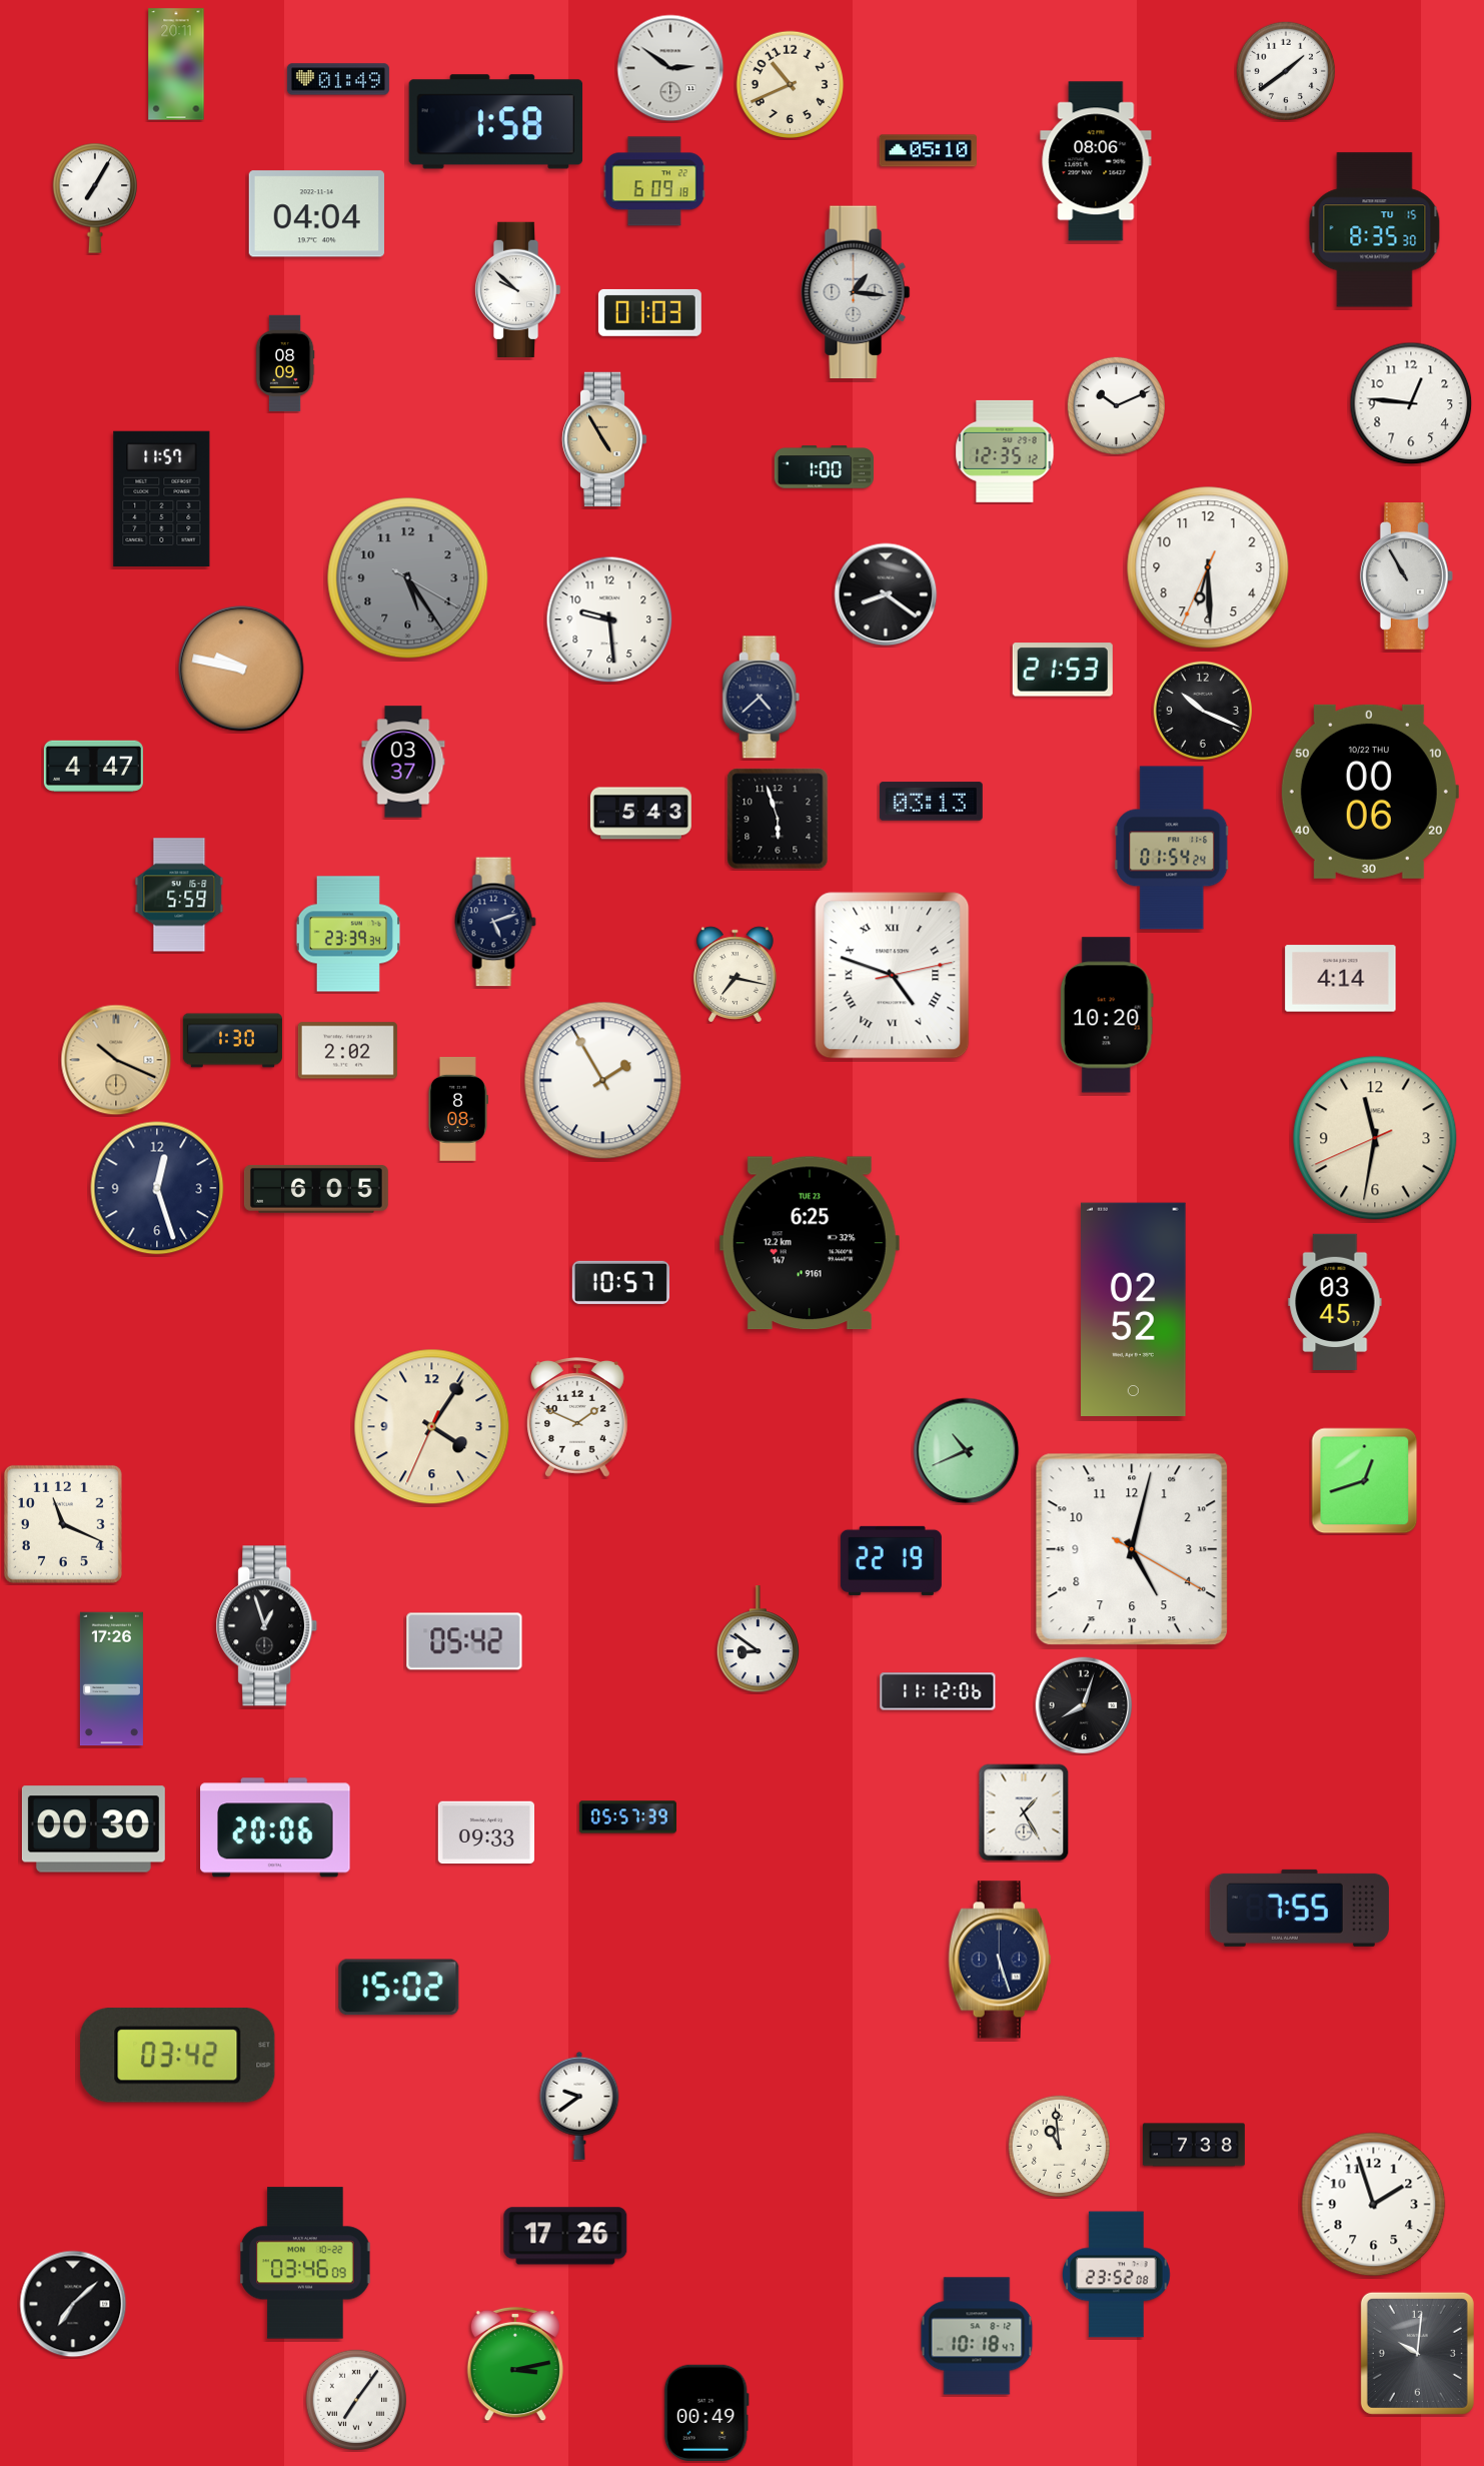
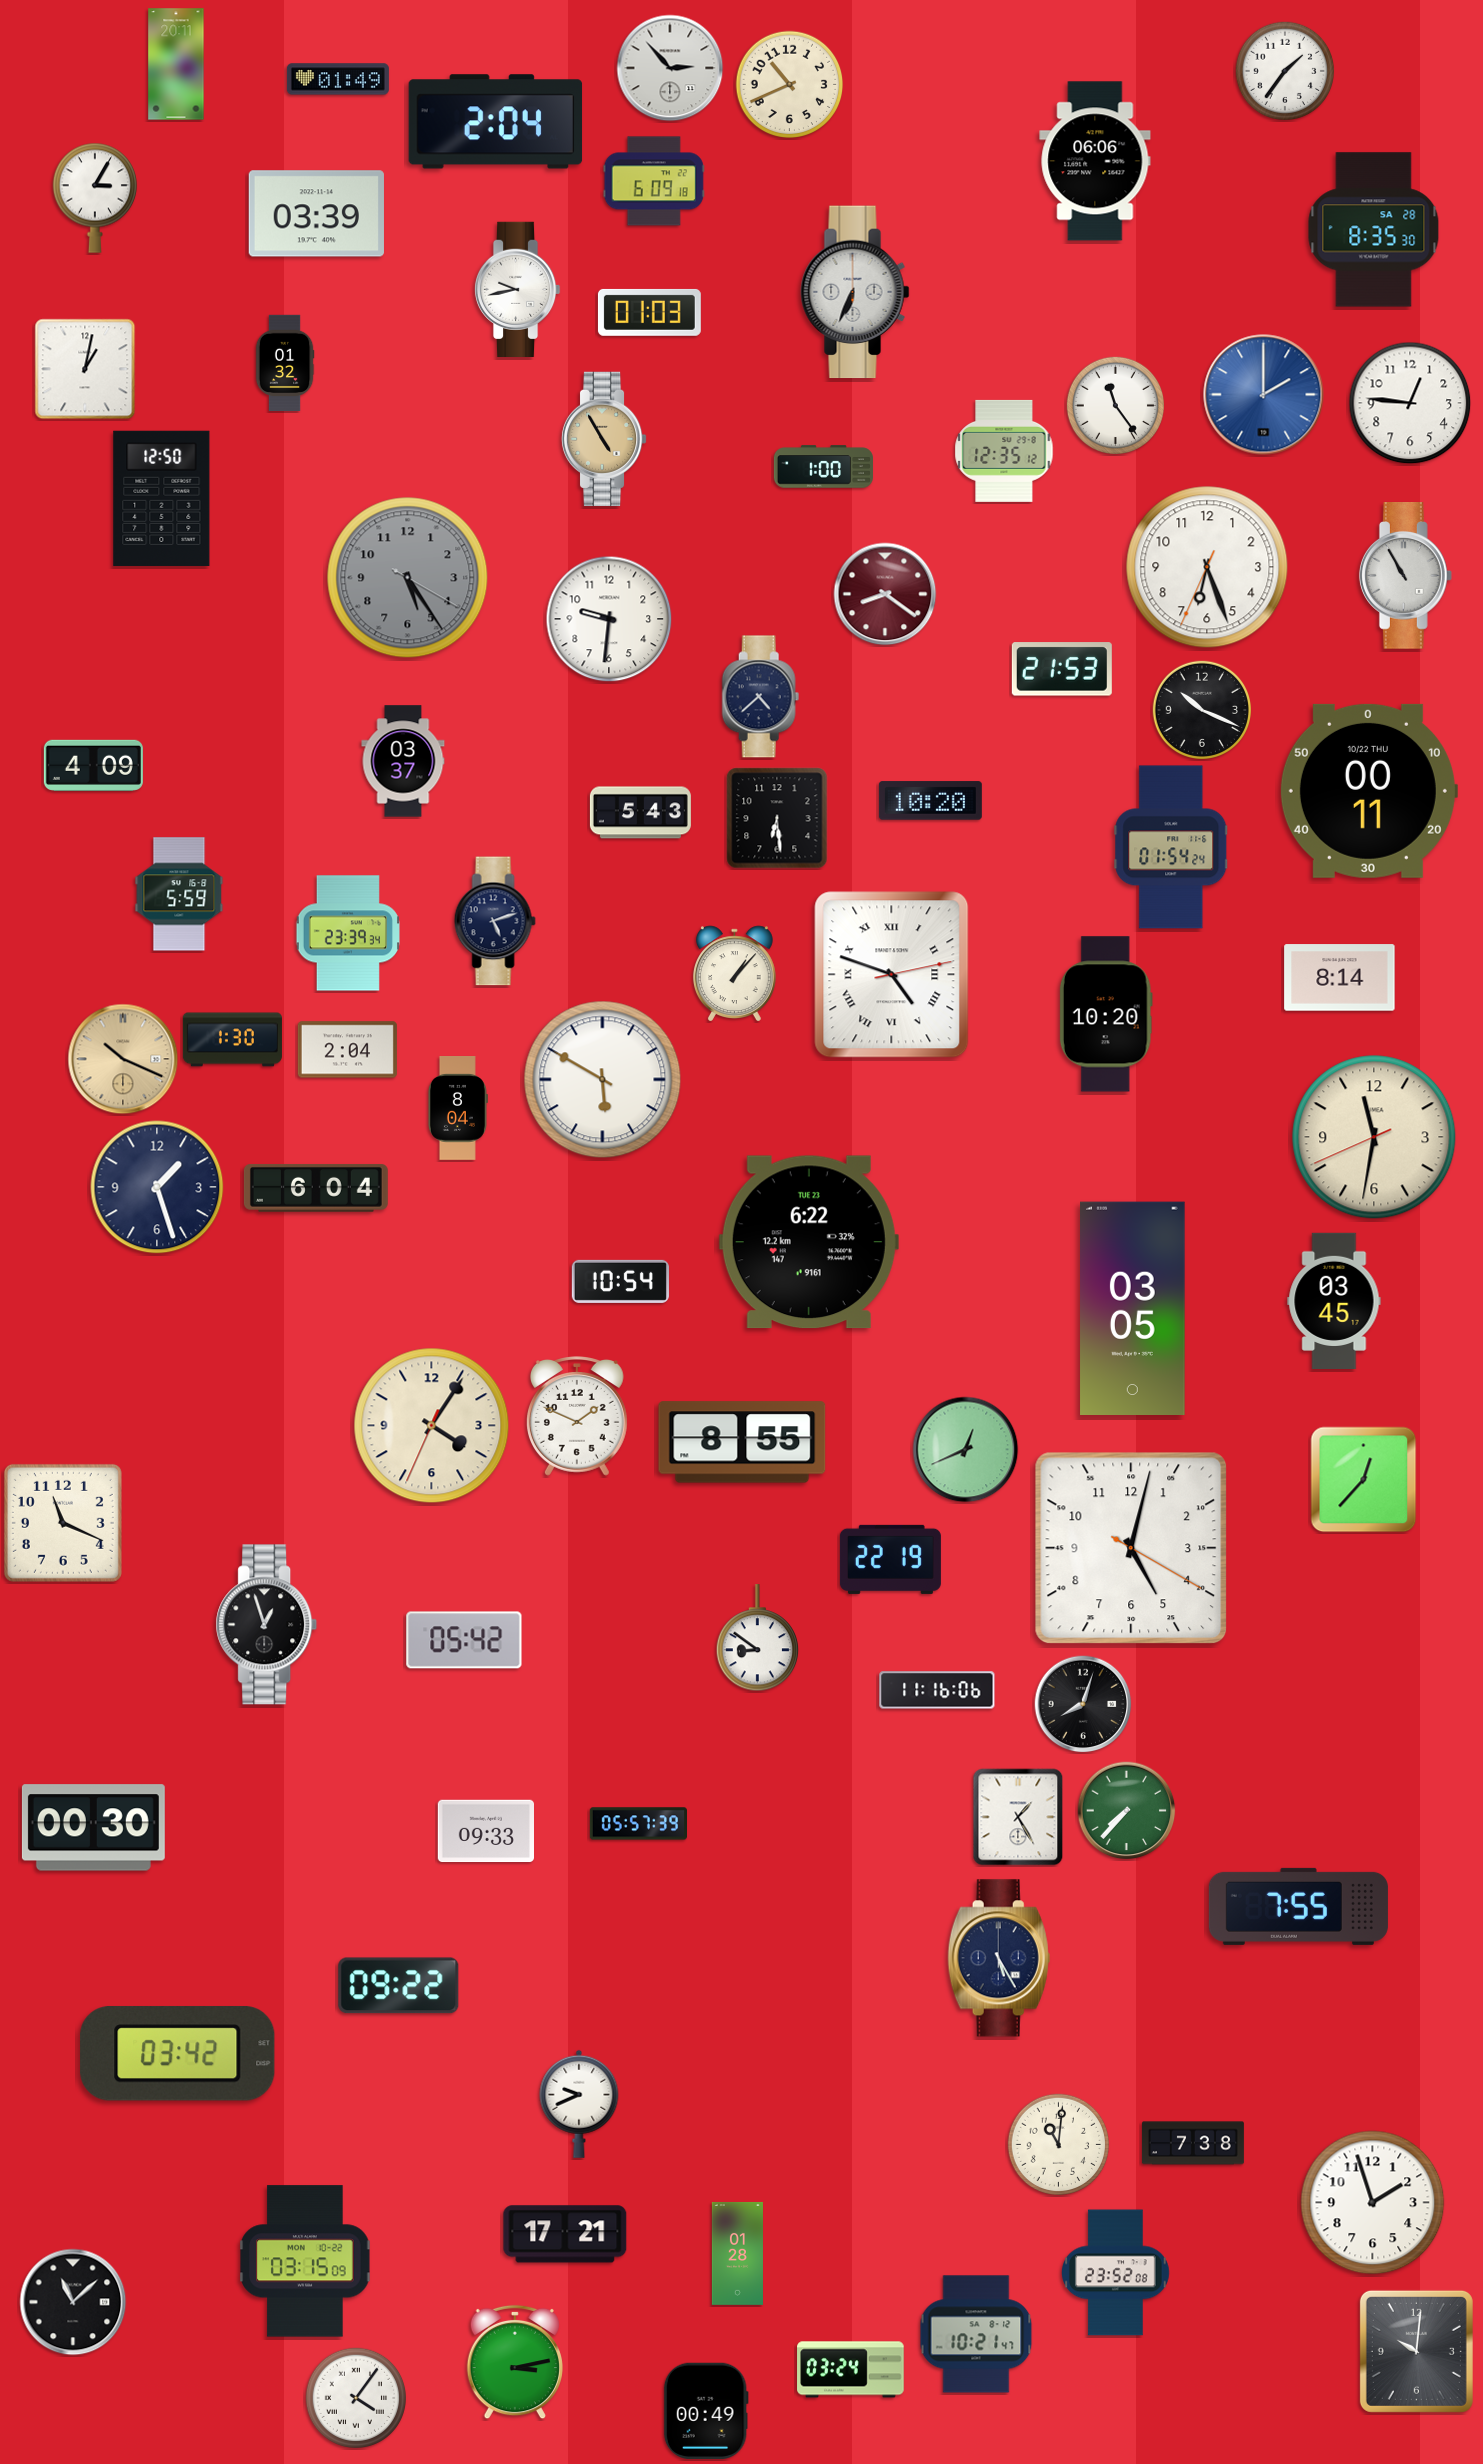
clock at (670, 68): 2:51 -> 2:53
clock at (1285, 70): 1:39 -> 1:36
clock at (496, 122): 1:58 -> 2:04
clock at (928, 151): 05:10 -> none
clock at (1096, 161): 08:06 -> 06:06
clock at (95, 198): 7:05 -> 3:05
clock at (316, 214): 04:04 -> 03:39
clock at (1375, 230) date: TU 15 -> SA 28
clock at (517, 289): 9:52 -> 9:43
clock at (856, 292): 1:16 -> 6:34
clock at (285, 363): 08:09 -> 01:32
clock at (85, 369): none -> 1:02
clock at (1264, 395): none -> 2:00
clock at (1116, 405): 10:11 -> 11:24
clock at (162, 498): 11:57 -> 12:50
clock at (1208, 567): 6:29 -> 6:26
clock at (886, 594) dial: black -> burgundy
clock at (609, 620): 9:29 -> 9:31
clock at (241, 669): 9:47 -> none
clock at (93, 766): 4:47 -> 4:09
clock at (1369, 792): 00:06 -> 00:11
clock at (931, 802): 03:13 -> 10:20
clock at (778, 819): 5:57 -> 6:29
clock at (734, 974): 7:17 -> 1:07
clock at (1341, 979): 4:14 -> 8:14
clock at (347, 1051): 2:02 -> 2:04
clock at (116, 1060) position: (116, 1060) -> (123, 1059)
clock at (603, 1081): 1:55 -> 5:50
clock at (457, 1110): 8:08 -> 8:04
clock at (157, 1188): 12:27 -> 1:27
clock at (316, 1190): 6:05 -> 6:04
clock at (810, 1243): 6:25 -> 6:22
clock at (620, 1282): 10:57 -> 10:54
clock at (1134, 1309): 02:52 -> 03:05
clock at (742, 1442): none -> 8:55
clock at (967, 1451): 10:41 -> 12:41
clock at (1365, 1481): 12:42 -> 12:37
clock at (111, 1679): 17:26 -> none
clock at (938, 1691): 11:12 -> 11:16
clock at (1024, 1812) position: (1024, 1812) -> (1018, 1817)
clock at (1127, 1811): none -> 7:37
clock at (627, 1817) position: (627, 1817) -> (638, 1824)
clock at (275, 1827): 20:06 -> none
clock at (1000, 1960): 5:27 -> 5:25
clock at (399, 1988): 15:02 -> 09:22
clock at (579, 2106): 9:39 -> 9:41
clock at (1060, 2147): 10:59 -> 11:01
clock at (565, 2236): 17:26 -> 17:21
clock at (737, 2253): none -> 01:28
clock at (305, 2263): 03:46 -> 03:15
clock at (73, 2304): 7:08 -> 11:08
clock at (977, 2336): 10:18 -> 10:21
clock at (851, 2370): none -> 03:24
clock at (355, 2399): 7:06 -> 4:06
